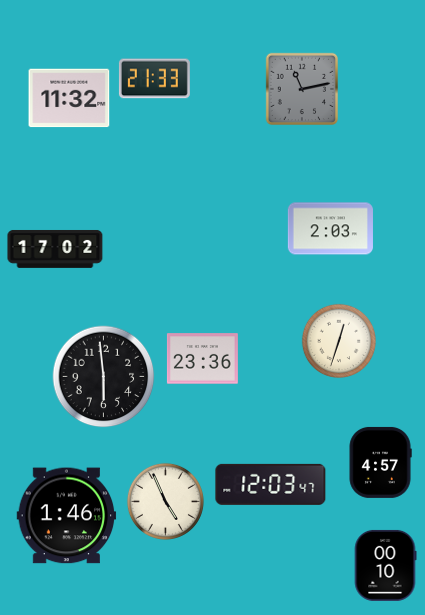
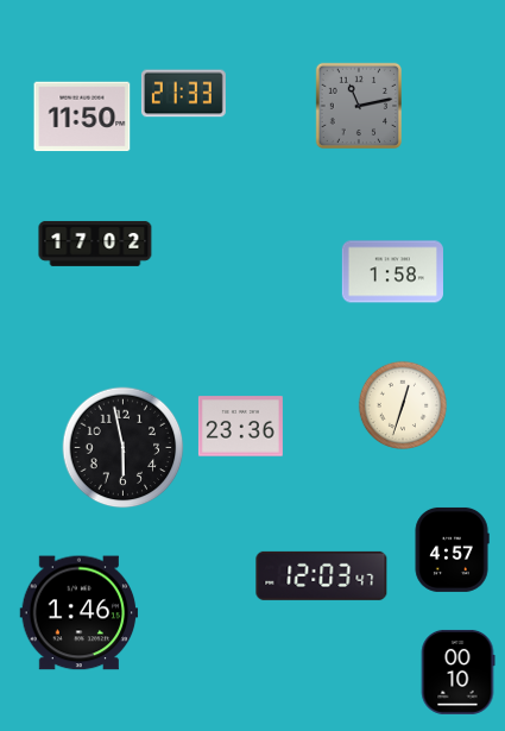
clock at (69, 98): 11:32 -> 11:50
clock at (330, 229): 2:03 -> 1:58
clock at (55, 249) position: (55, 249) -> (95, 244)
clock at (104, 377): 5:59 -> 5:58
clock at (165, 501): 4:56 -> none
